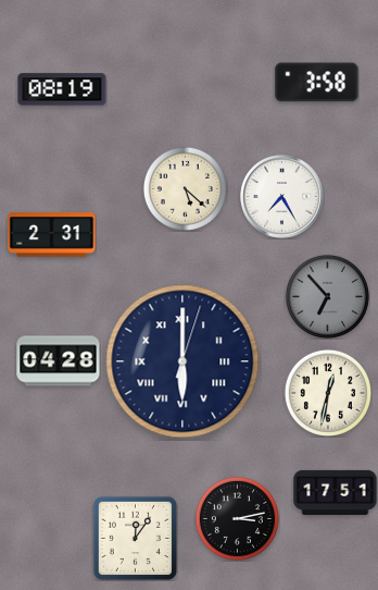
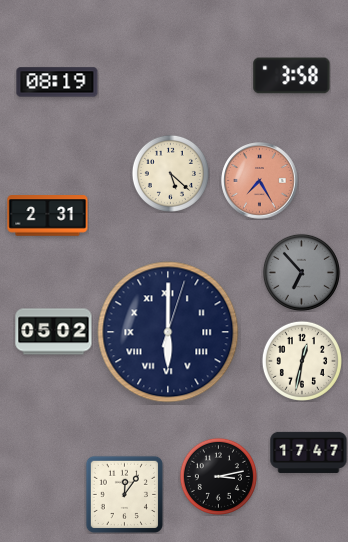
clock at (282, 197) dial: white -> salmon
clock at (59, 361): 04:28 -> 05:02
clock at (336, 492): 17:51 -> 17:47
